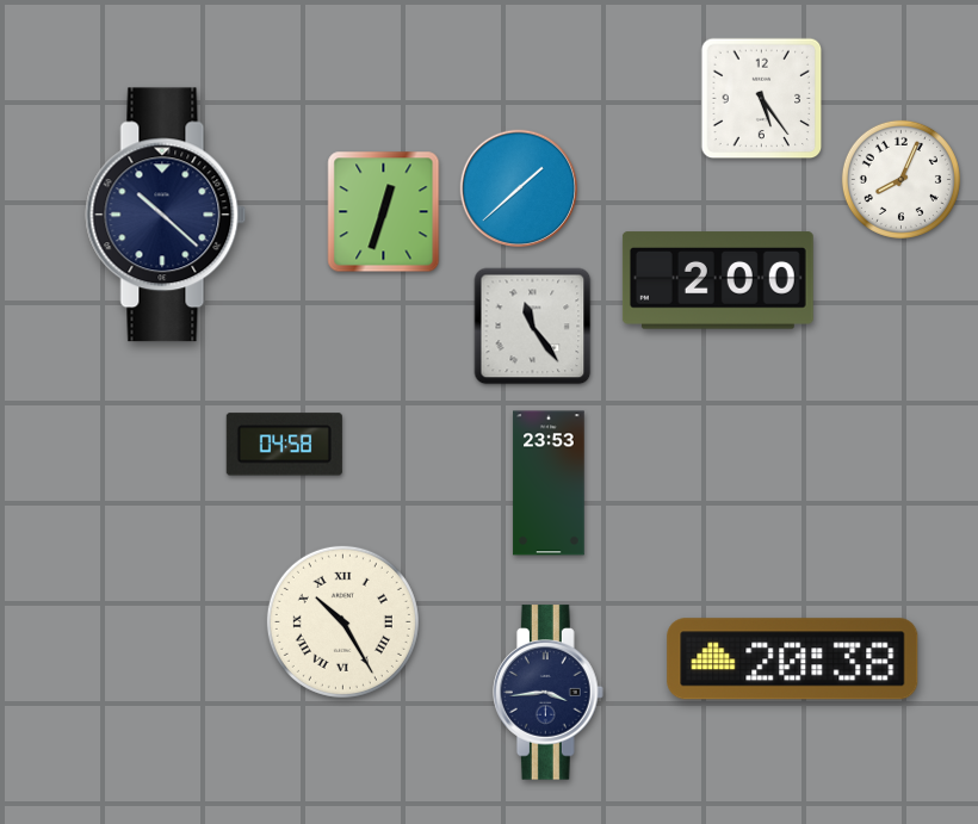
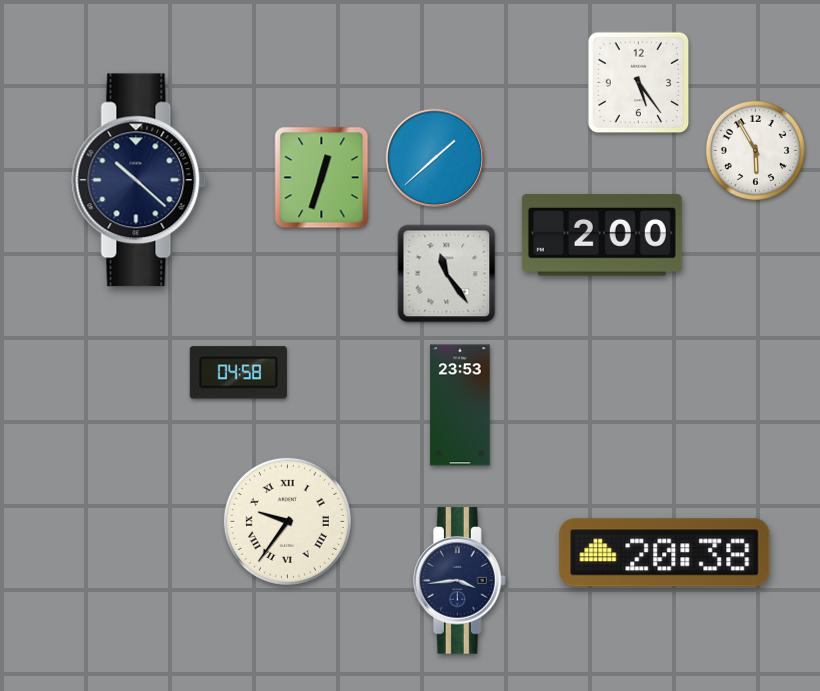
clock at (900, 179): 8:04 -> 5:55
clock at (342, 621): 10:25 -> 9:36
